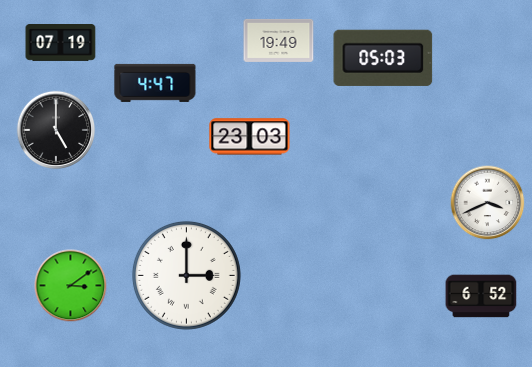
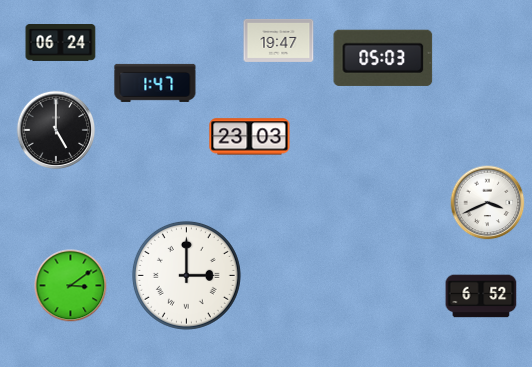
clock at (279, 40): 19:49 -> 19:47
clock at (61, 43): 07:19 -> 06:24
clock at (155, 83): 4:47 -> 1:47
